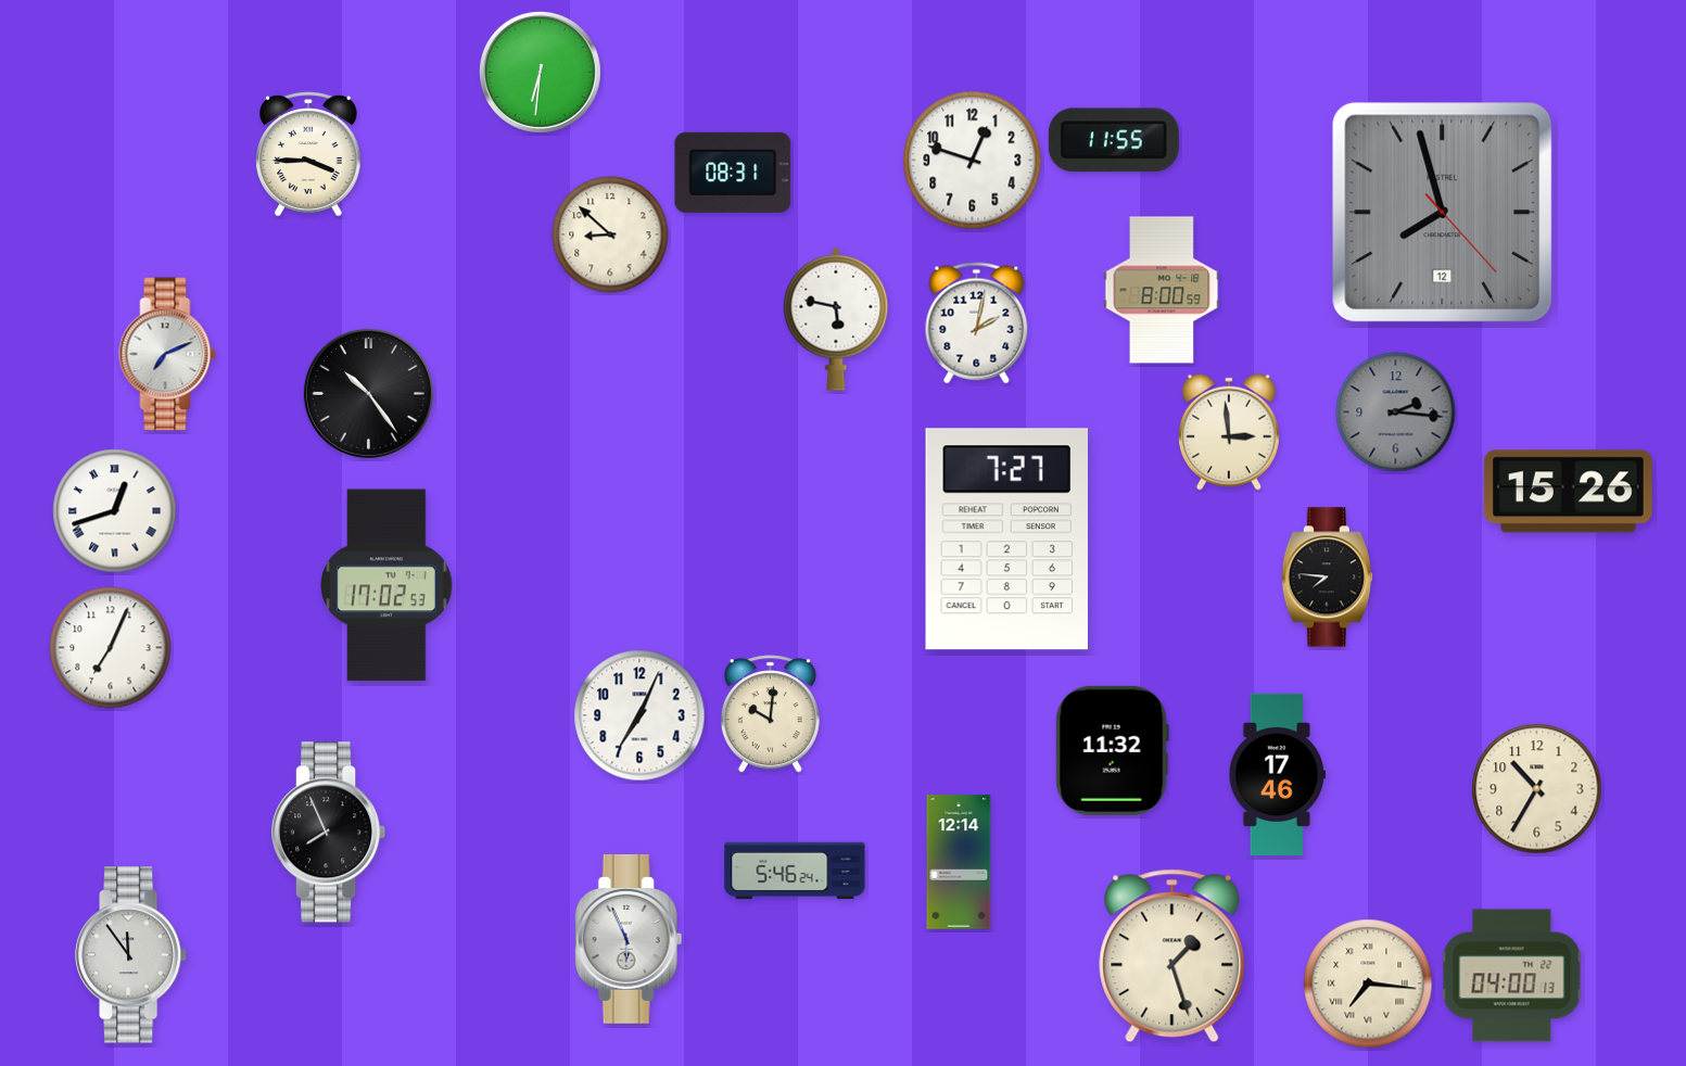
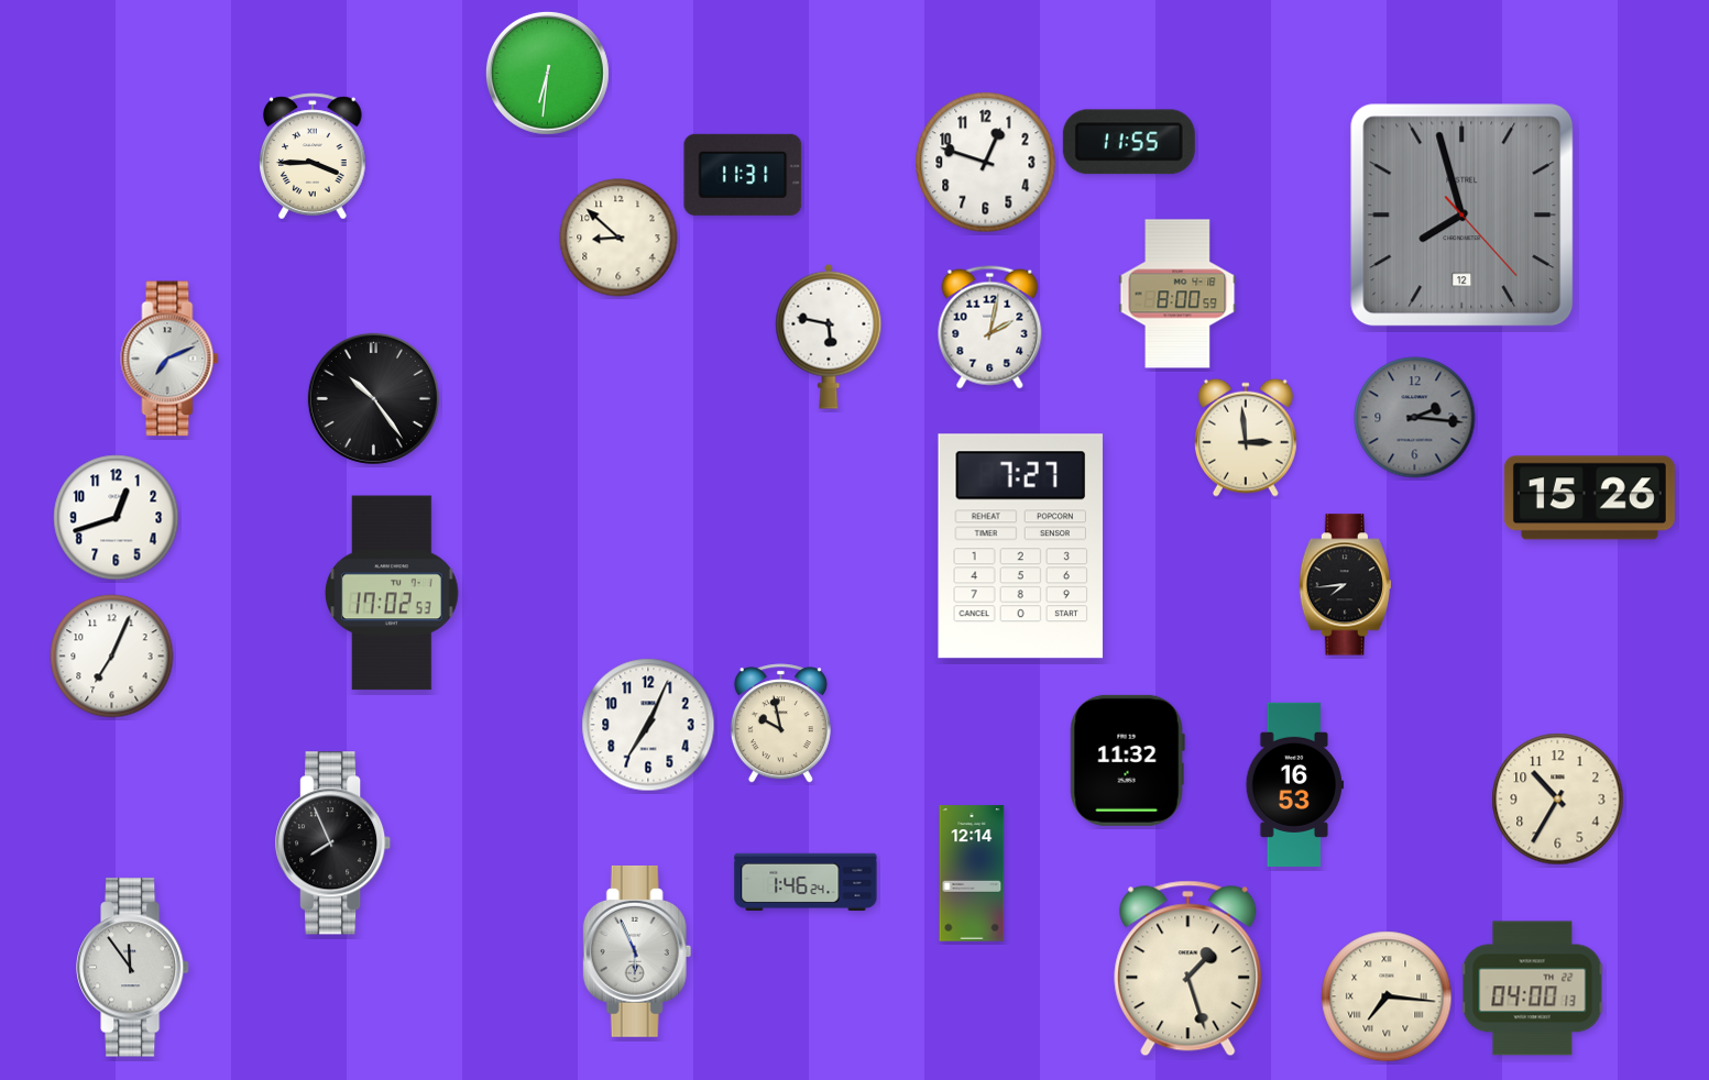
clock at (733, 173): 08:31 -> 11:31
clock at (836, 319) position: (836, 319) -> (829, 337)
clock at (115, 511) numerals: Roman -> Arabic
clock at (1327, 578): 7:46 -> 7:44
clock at (770, 714): 10:01 -> 9:58
clock at (1277, 774): 17:46 -> 16:53
clock at (795, 871): 5:46 -> 1:46
